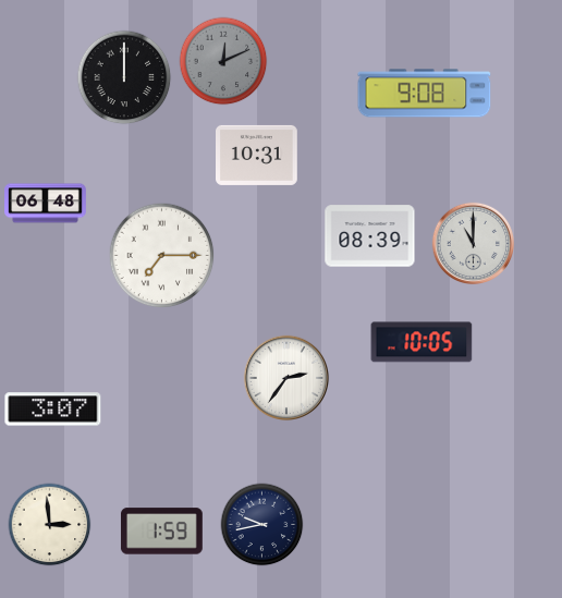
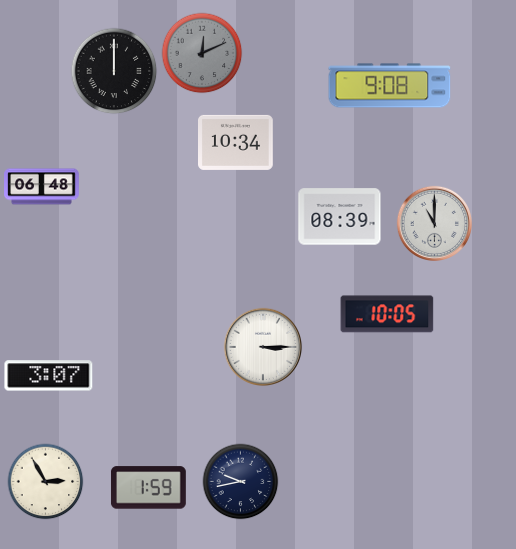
clock at (223, 61) position: (223, 61) -> (202, 53)
clock at (257, 155): 10:31 -> 10:34
clock at (162, 256): 7:15 -> none
clock at (286, 378): 2:36 -> 3:15
clock at (50, 525): 2:59 -> 2:55
